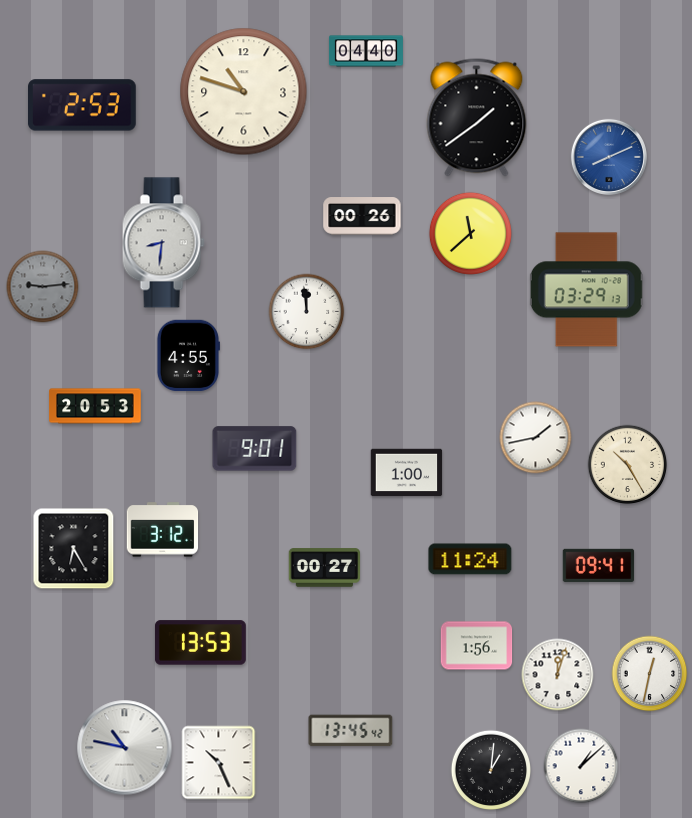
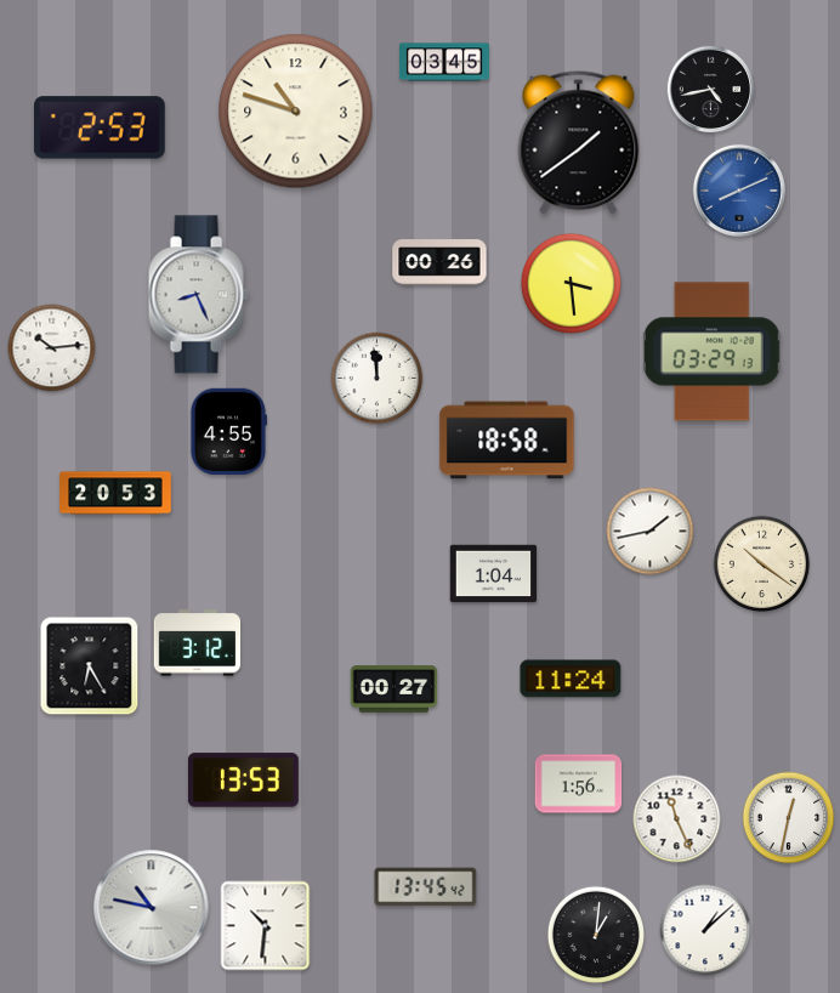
clock at (366, 51): 04:40 -> 03:45
clock at (711, 90): none -> 4:43
clock at (470, 233): 11:38 -> 3:29
clock at (163, 243): 8:31 -> 8:26
clock at (43, 287): 9:14 -> 10:14
clock at (43, 287) dial: grey -> white
clock at (307, 312) position: (307, 312) -> (378, 379)
clock at (507, 441): none -> 18:58
clock at (255, 449): 9:01 -> none
clock at (628, 465): 10:25 -> 10:21
clock at (407, 473): 1:00 -> 1:04
clock at (599, 565): 09:41 -> none
clock at (558, 675): 12:03 -> 11:26
clock at (219, 763): 10:26 -> 10:31
